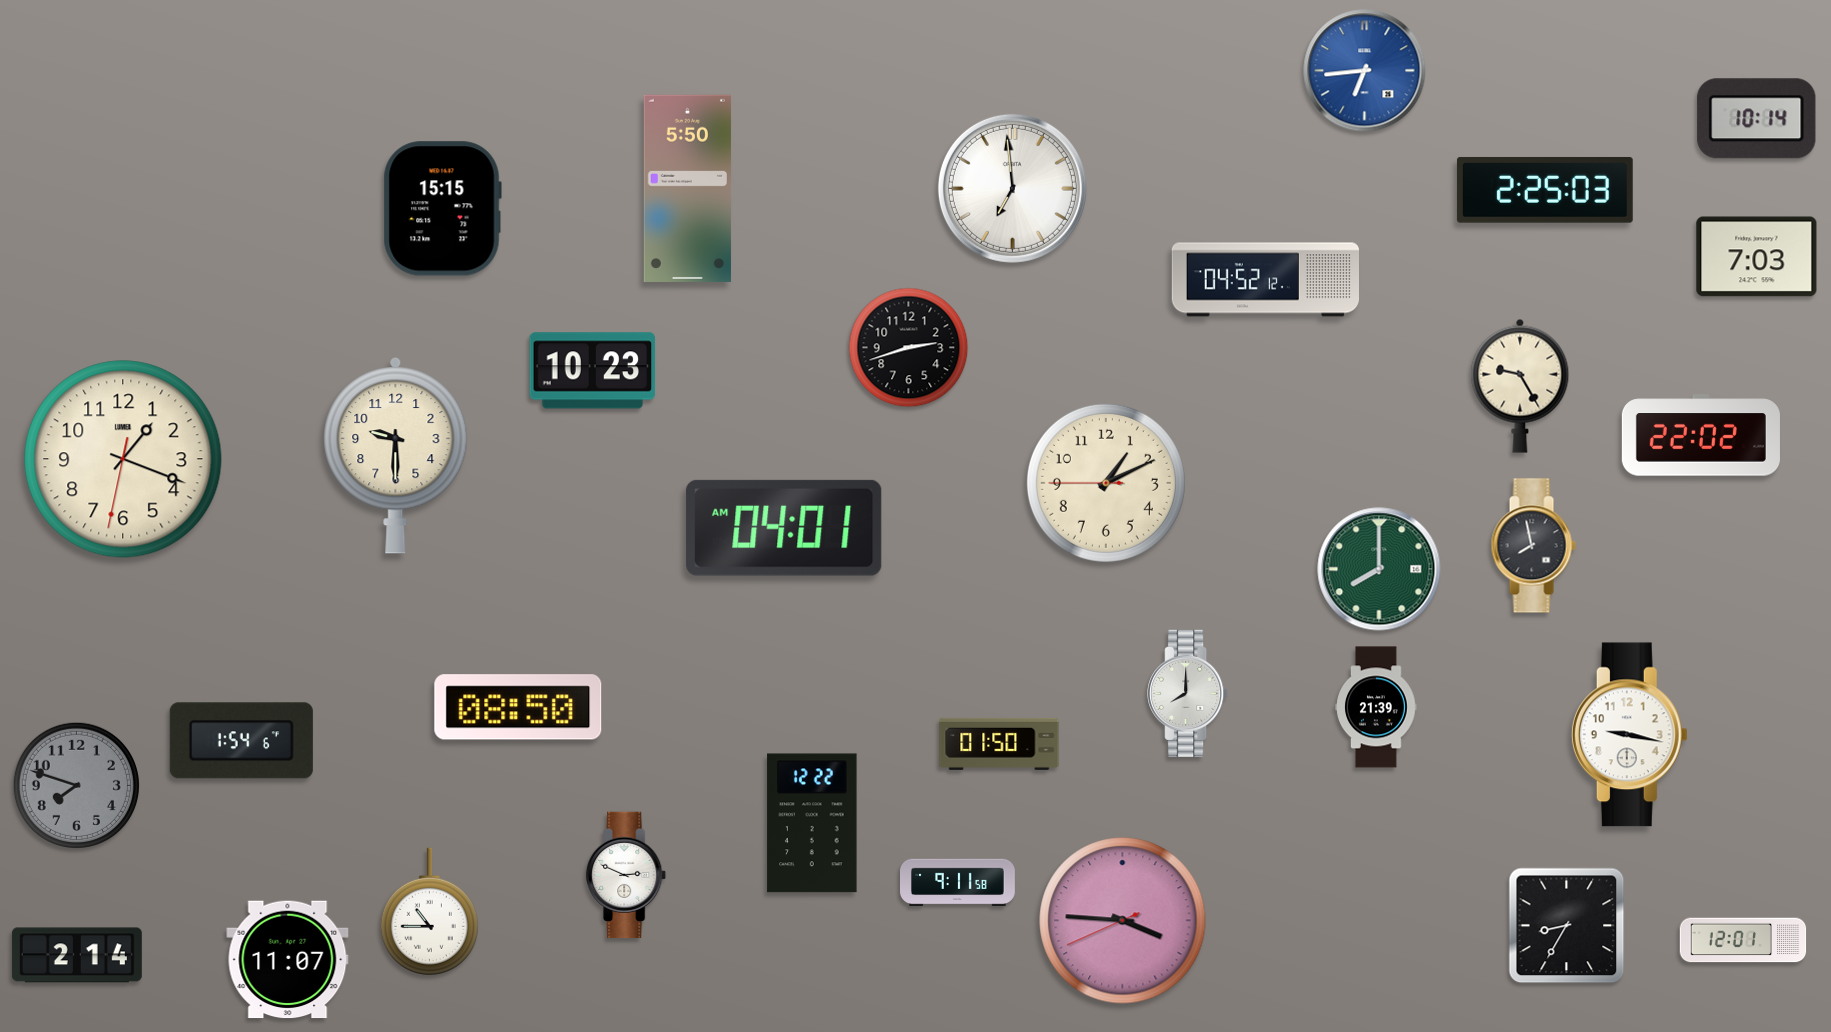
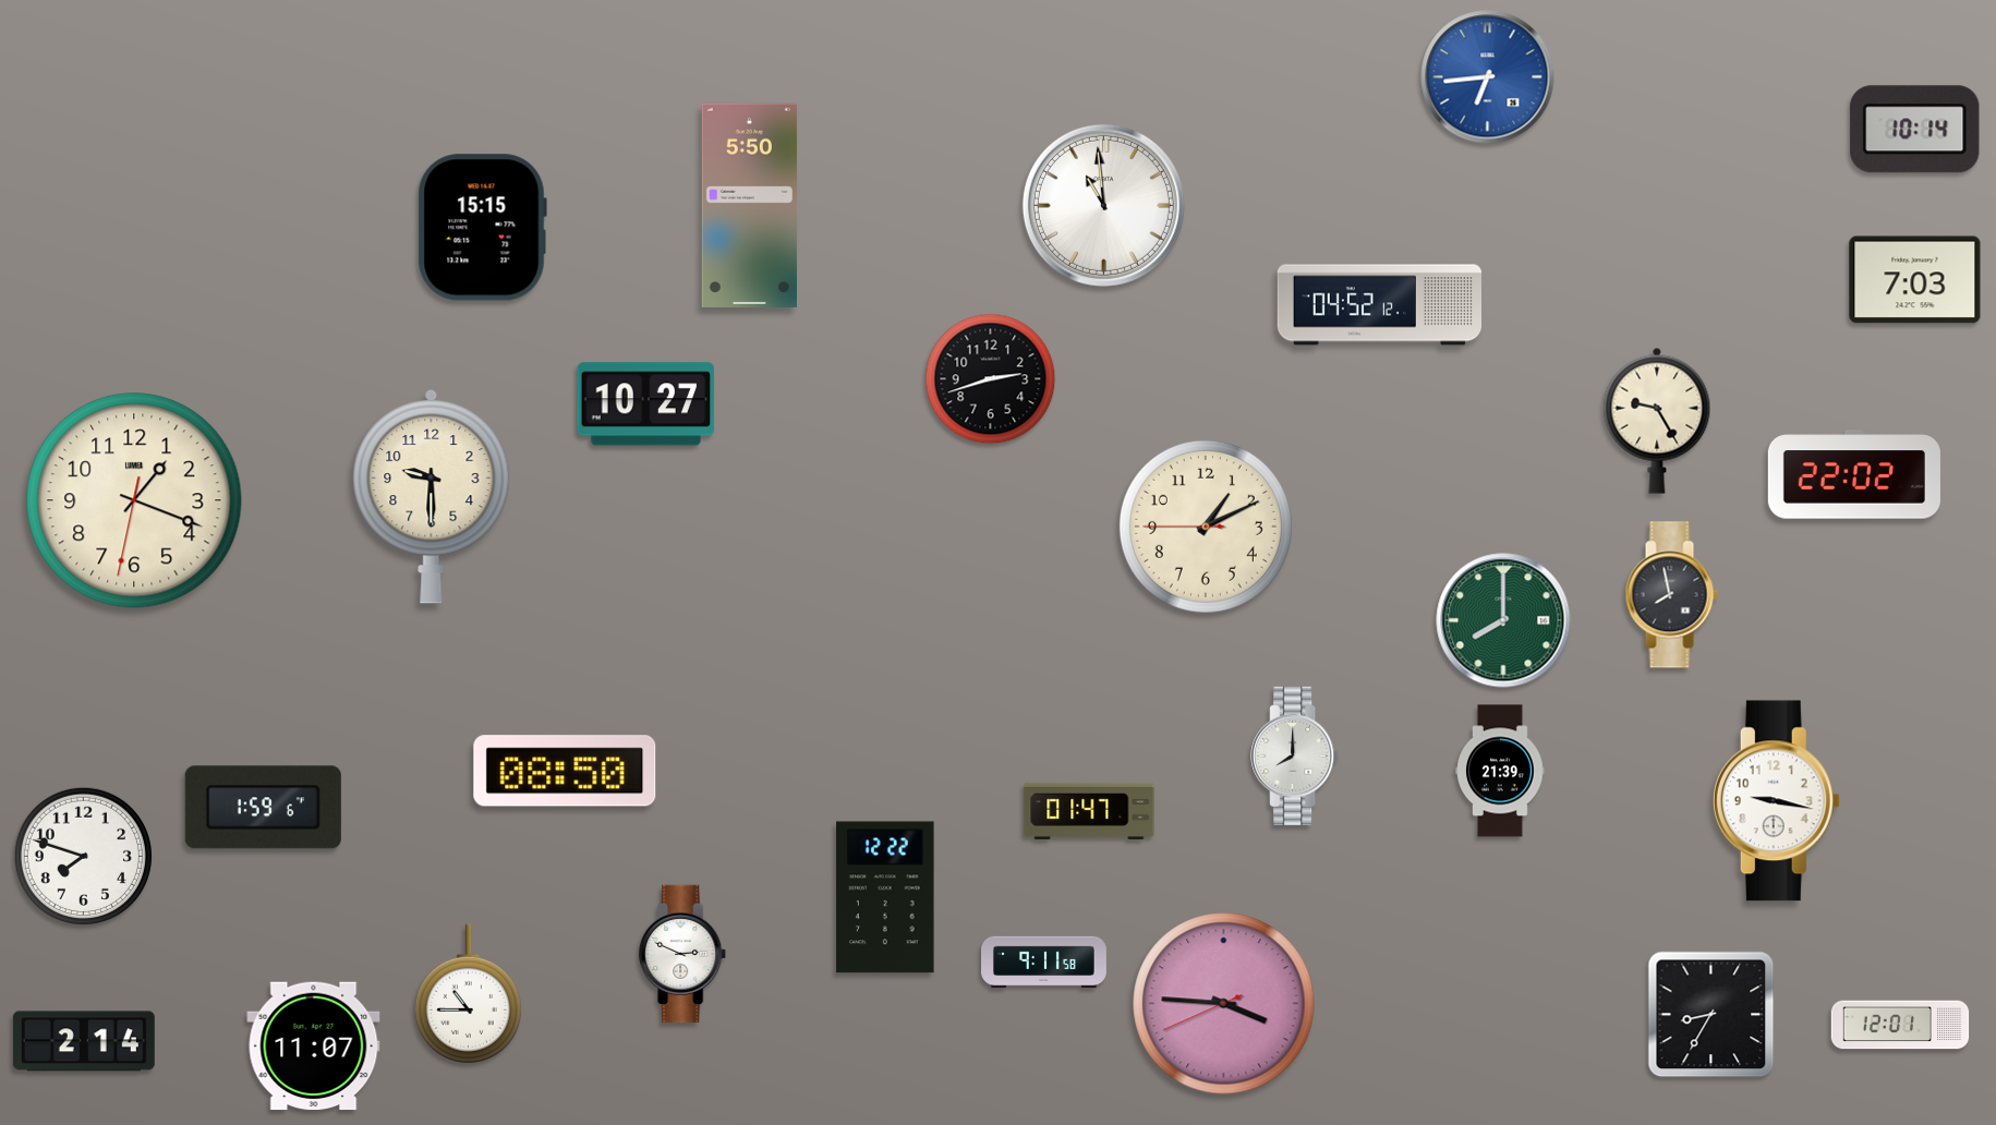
clock at (1012, 188): 6:59 -> 10:59
clock at (1545, 190): 2:25 -> none
clock at (593, 371): 10:23 -> 10:27
clock at (784, 528): 04:01 -> none
clock at (241, 741): 1:54 -> 1:59
clock at (999, 744): 01:50 -> 01:47
clock at (76, 785) dial: grey -> white
clock at (1567, 926) position: (1567, 926) -> (1711, 1015)
